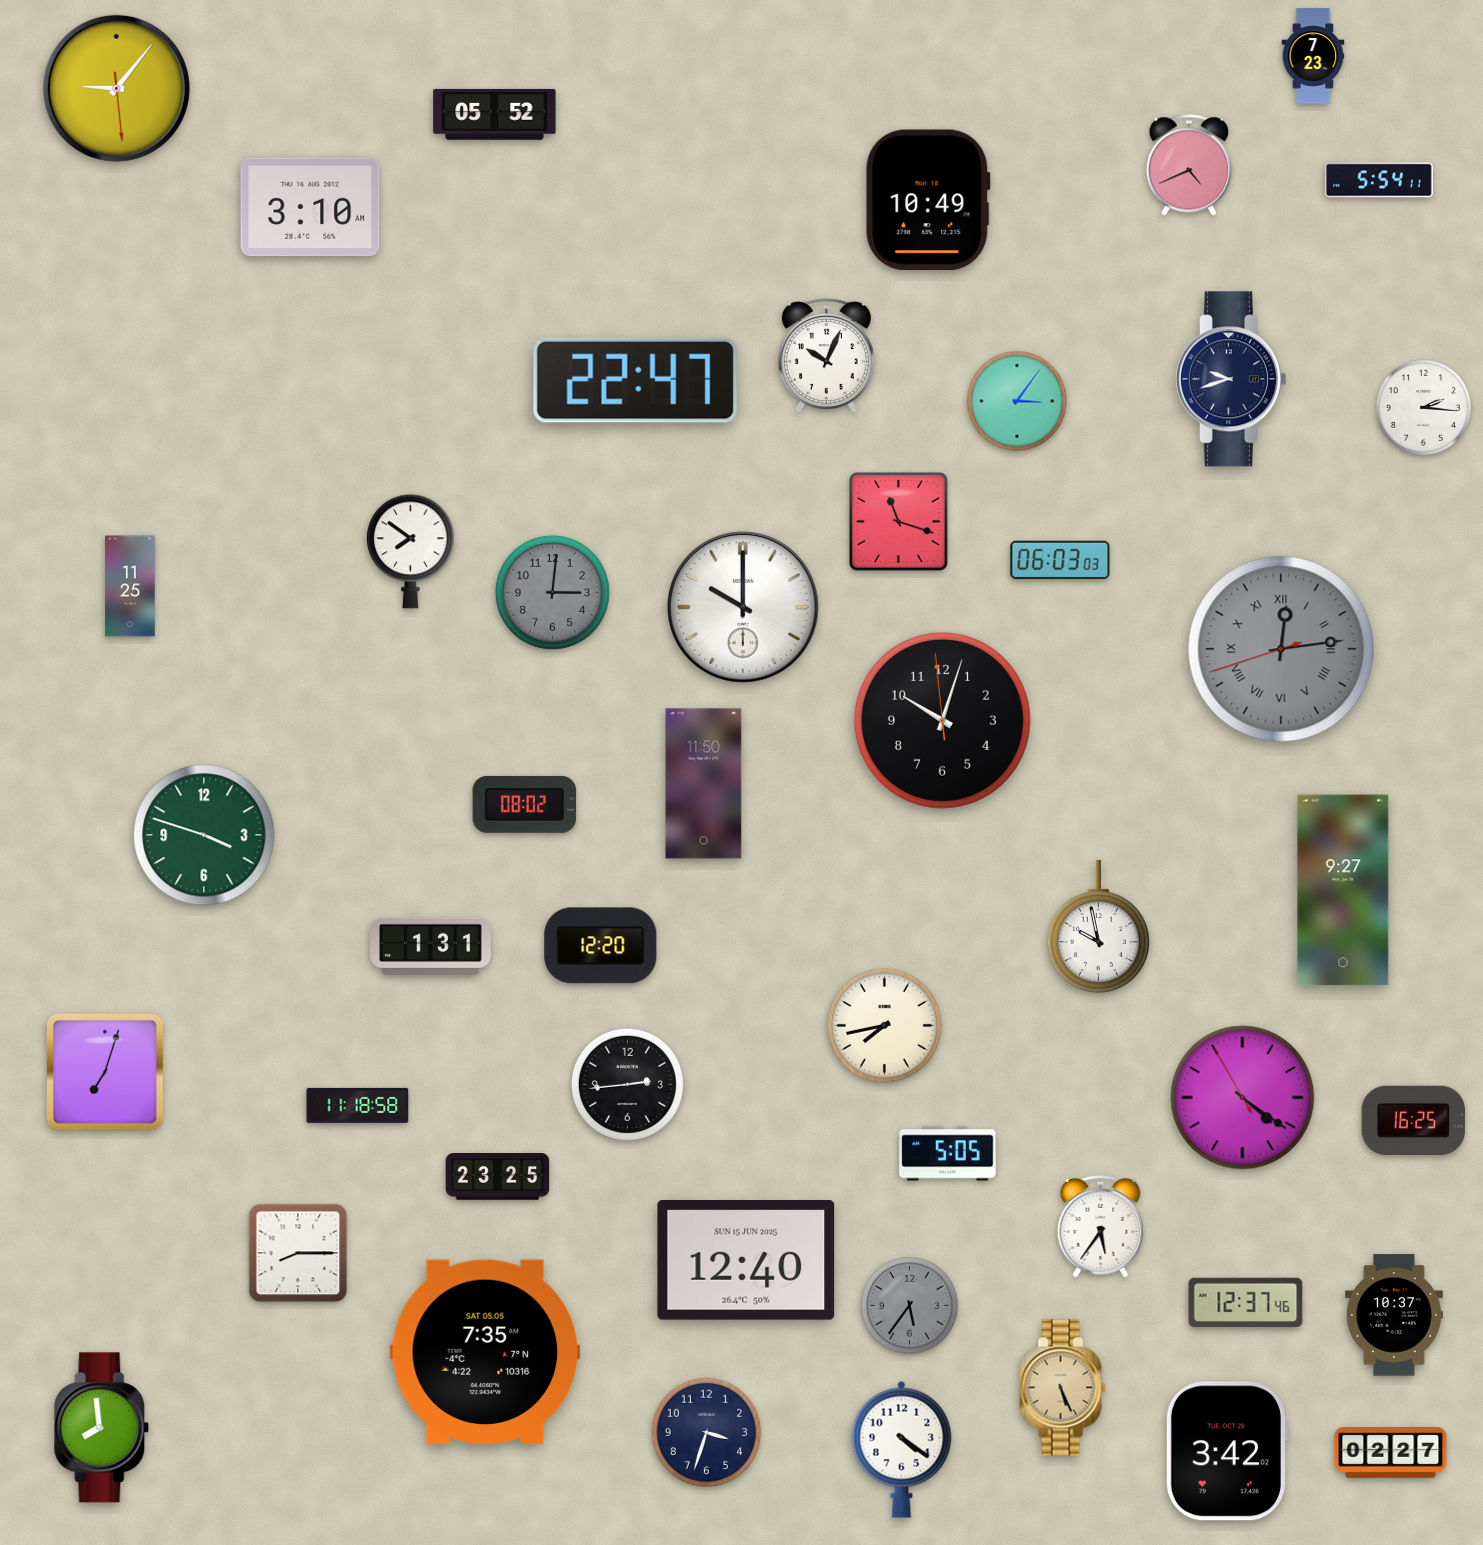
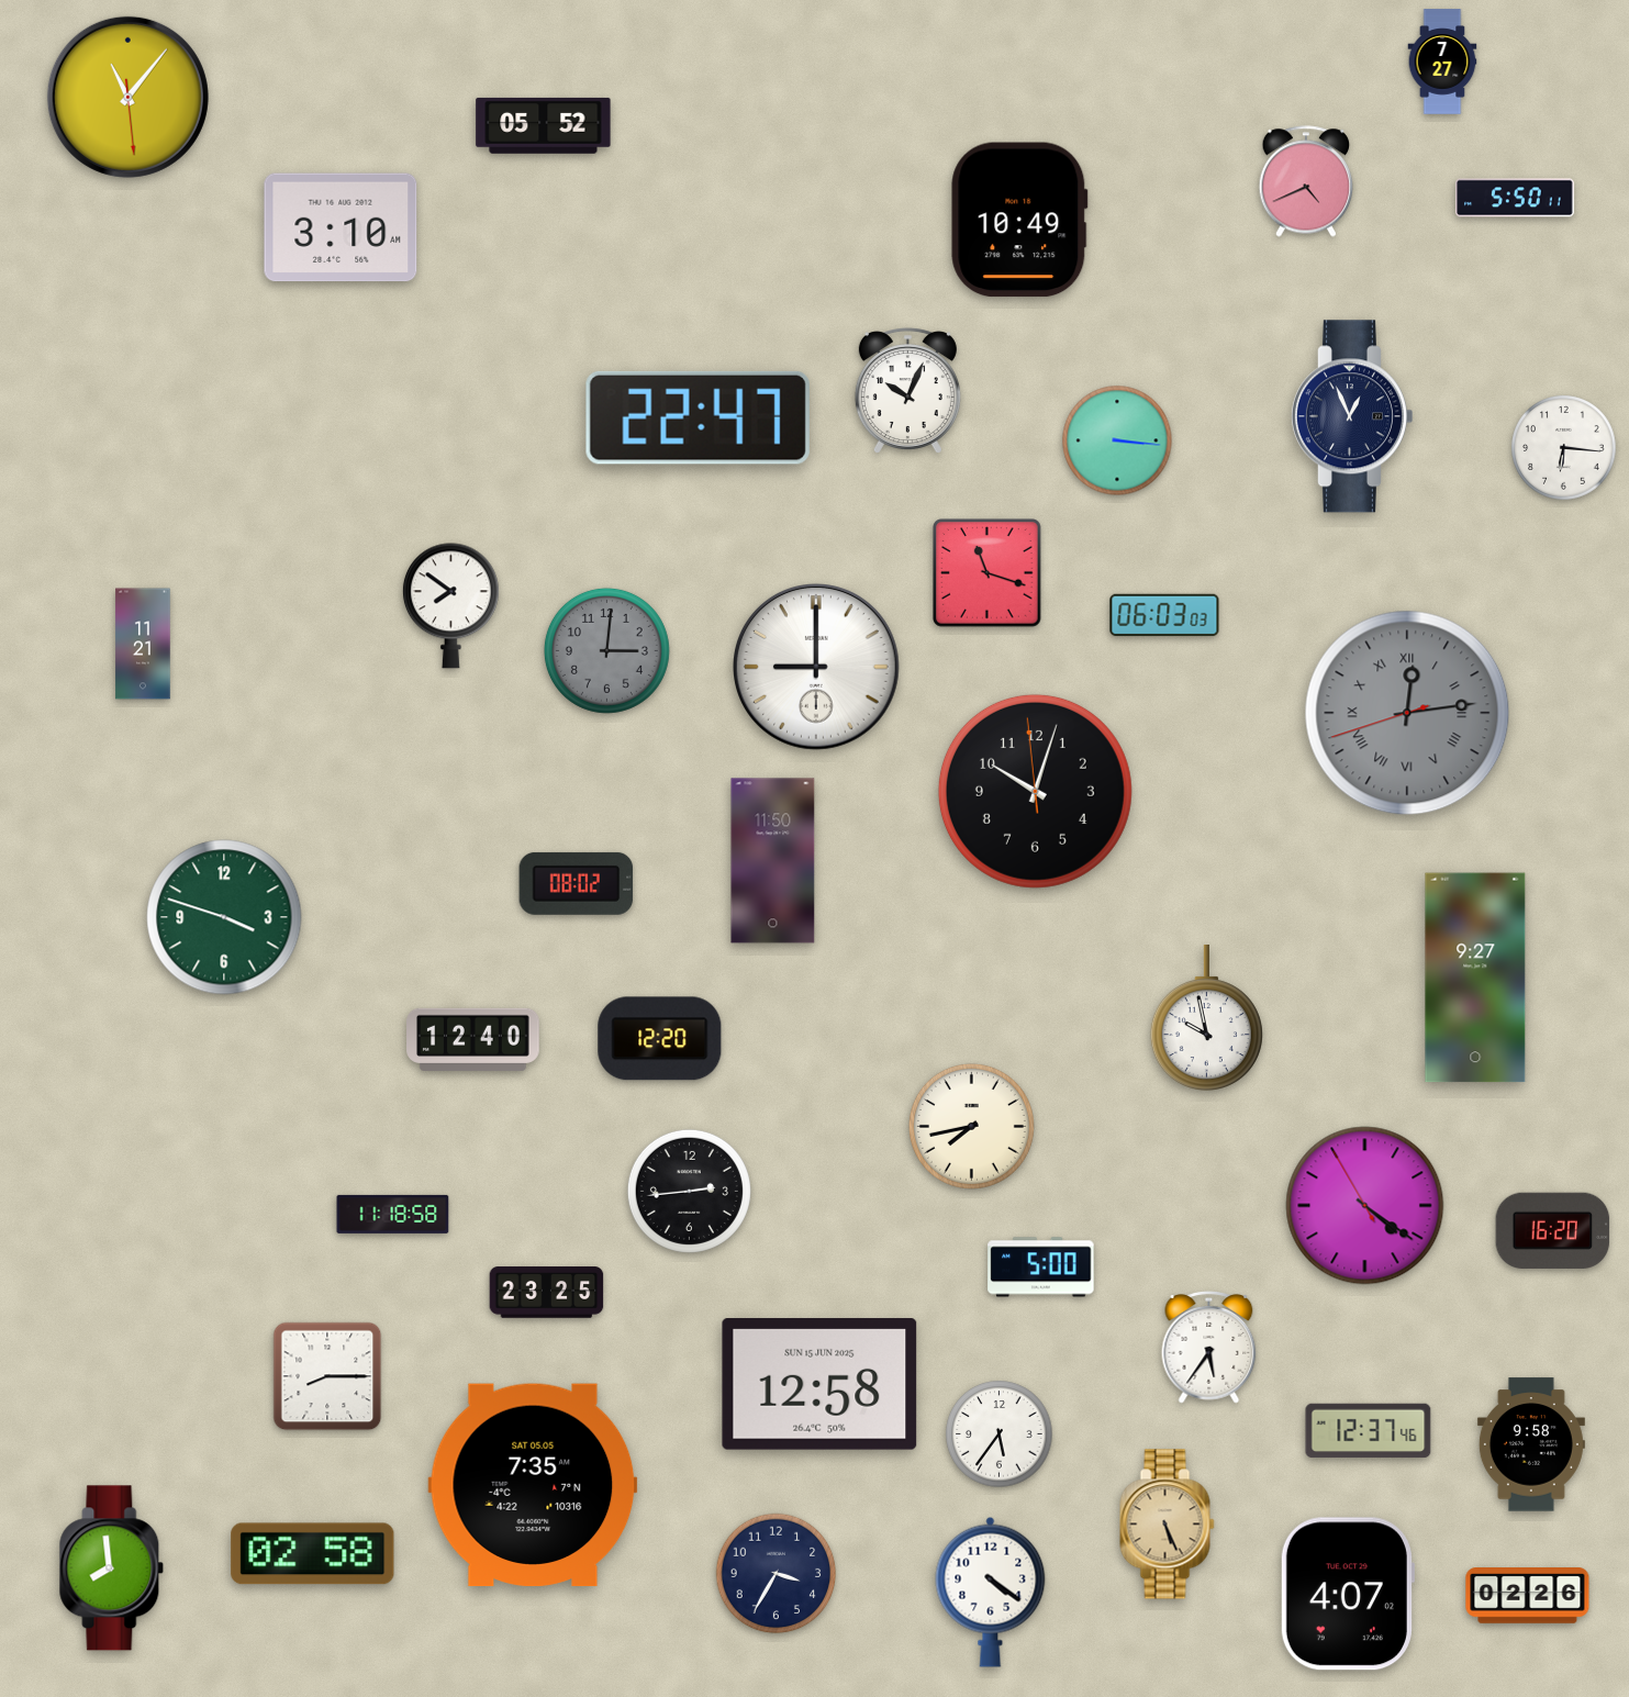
clock at (1313, 56): 7:23 -> 7:27
clock at (116, 88): 9:06 -> 11:06
clock at (1379, 180): 5:54 -> 5:50
clock at (1230, 379): 9:42 -> 12:56
clock at (1017, 401): 3:06 -> 3:16
clock at (1424, 408): 2:16 -> 6:16
clock at (130, 586): 11:25 -> 11:21
clock at (744, 608): 10:00 -> 9:00
clock at (431, 946): 1:31 -> 12:40
clock at (105, 1072): 7:03 -> none
clock at (1414, 1120): 16:25 -> 16:20
clock at (948, 1154): 5:05 -> 5:00
clock at (746, 1261): 12:40 -> 12:58
clock at (910, 1306) dial: grey -> white
clock at (1394, 1315): 10:37 -> 9:58
clock at (313, 1554): none -> 02:58
clock at (707, 1433): 3:33 -> 3:35
clock at (1226, 1451): 3:42 -> 4:07
clock at (1391, 1453): 02:27 -> 02:26
